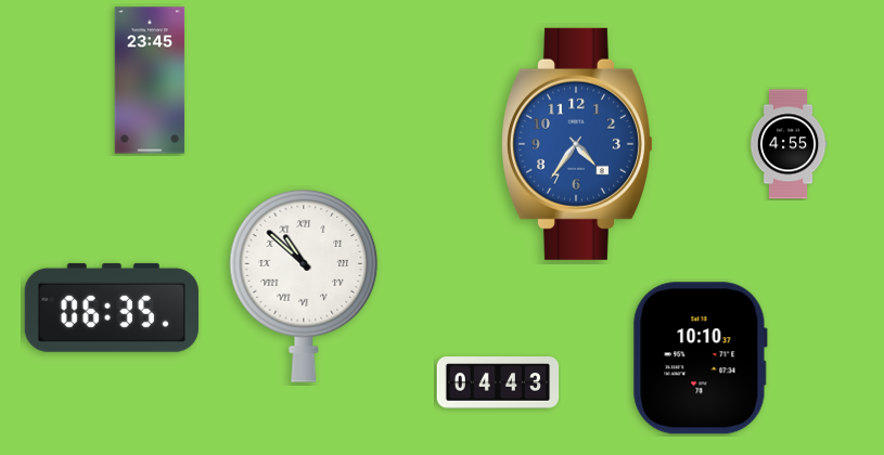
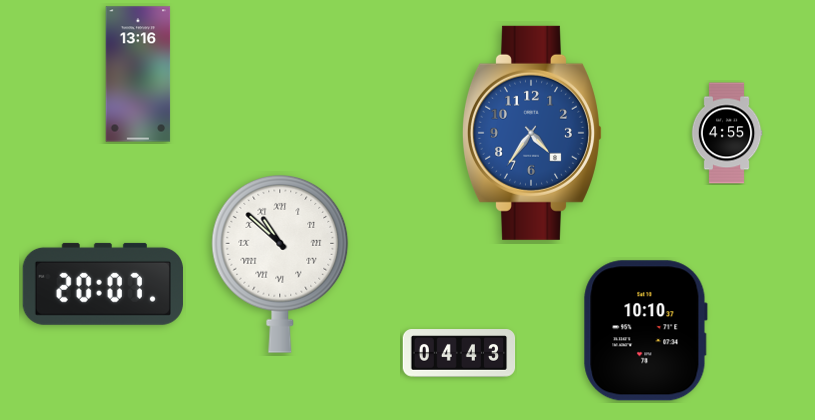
clock at (150, 80): 23:45 -> 13:16
clock at (112, 308): 06:35 -> 20:07
